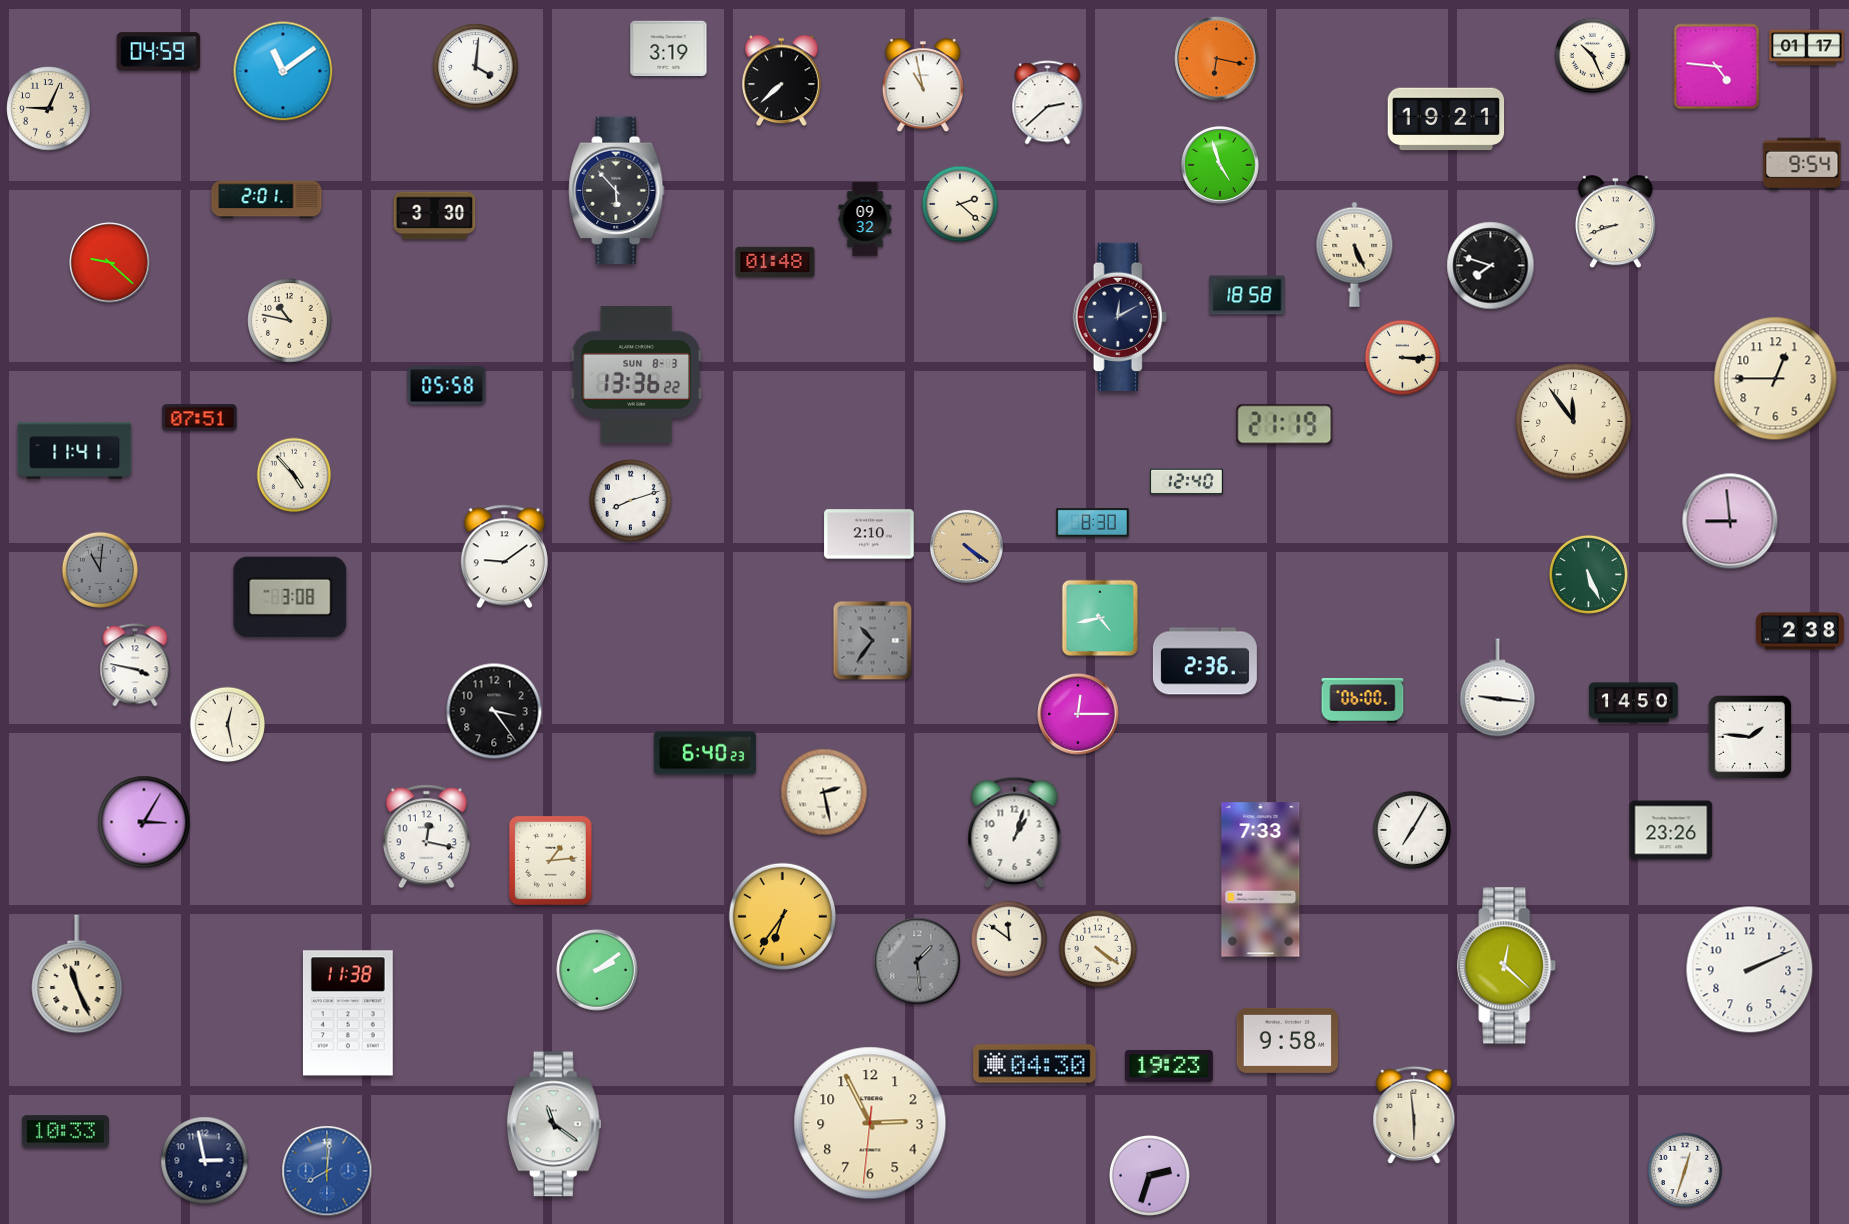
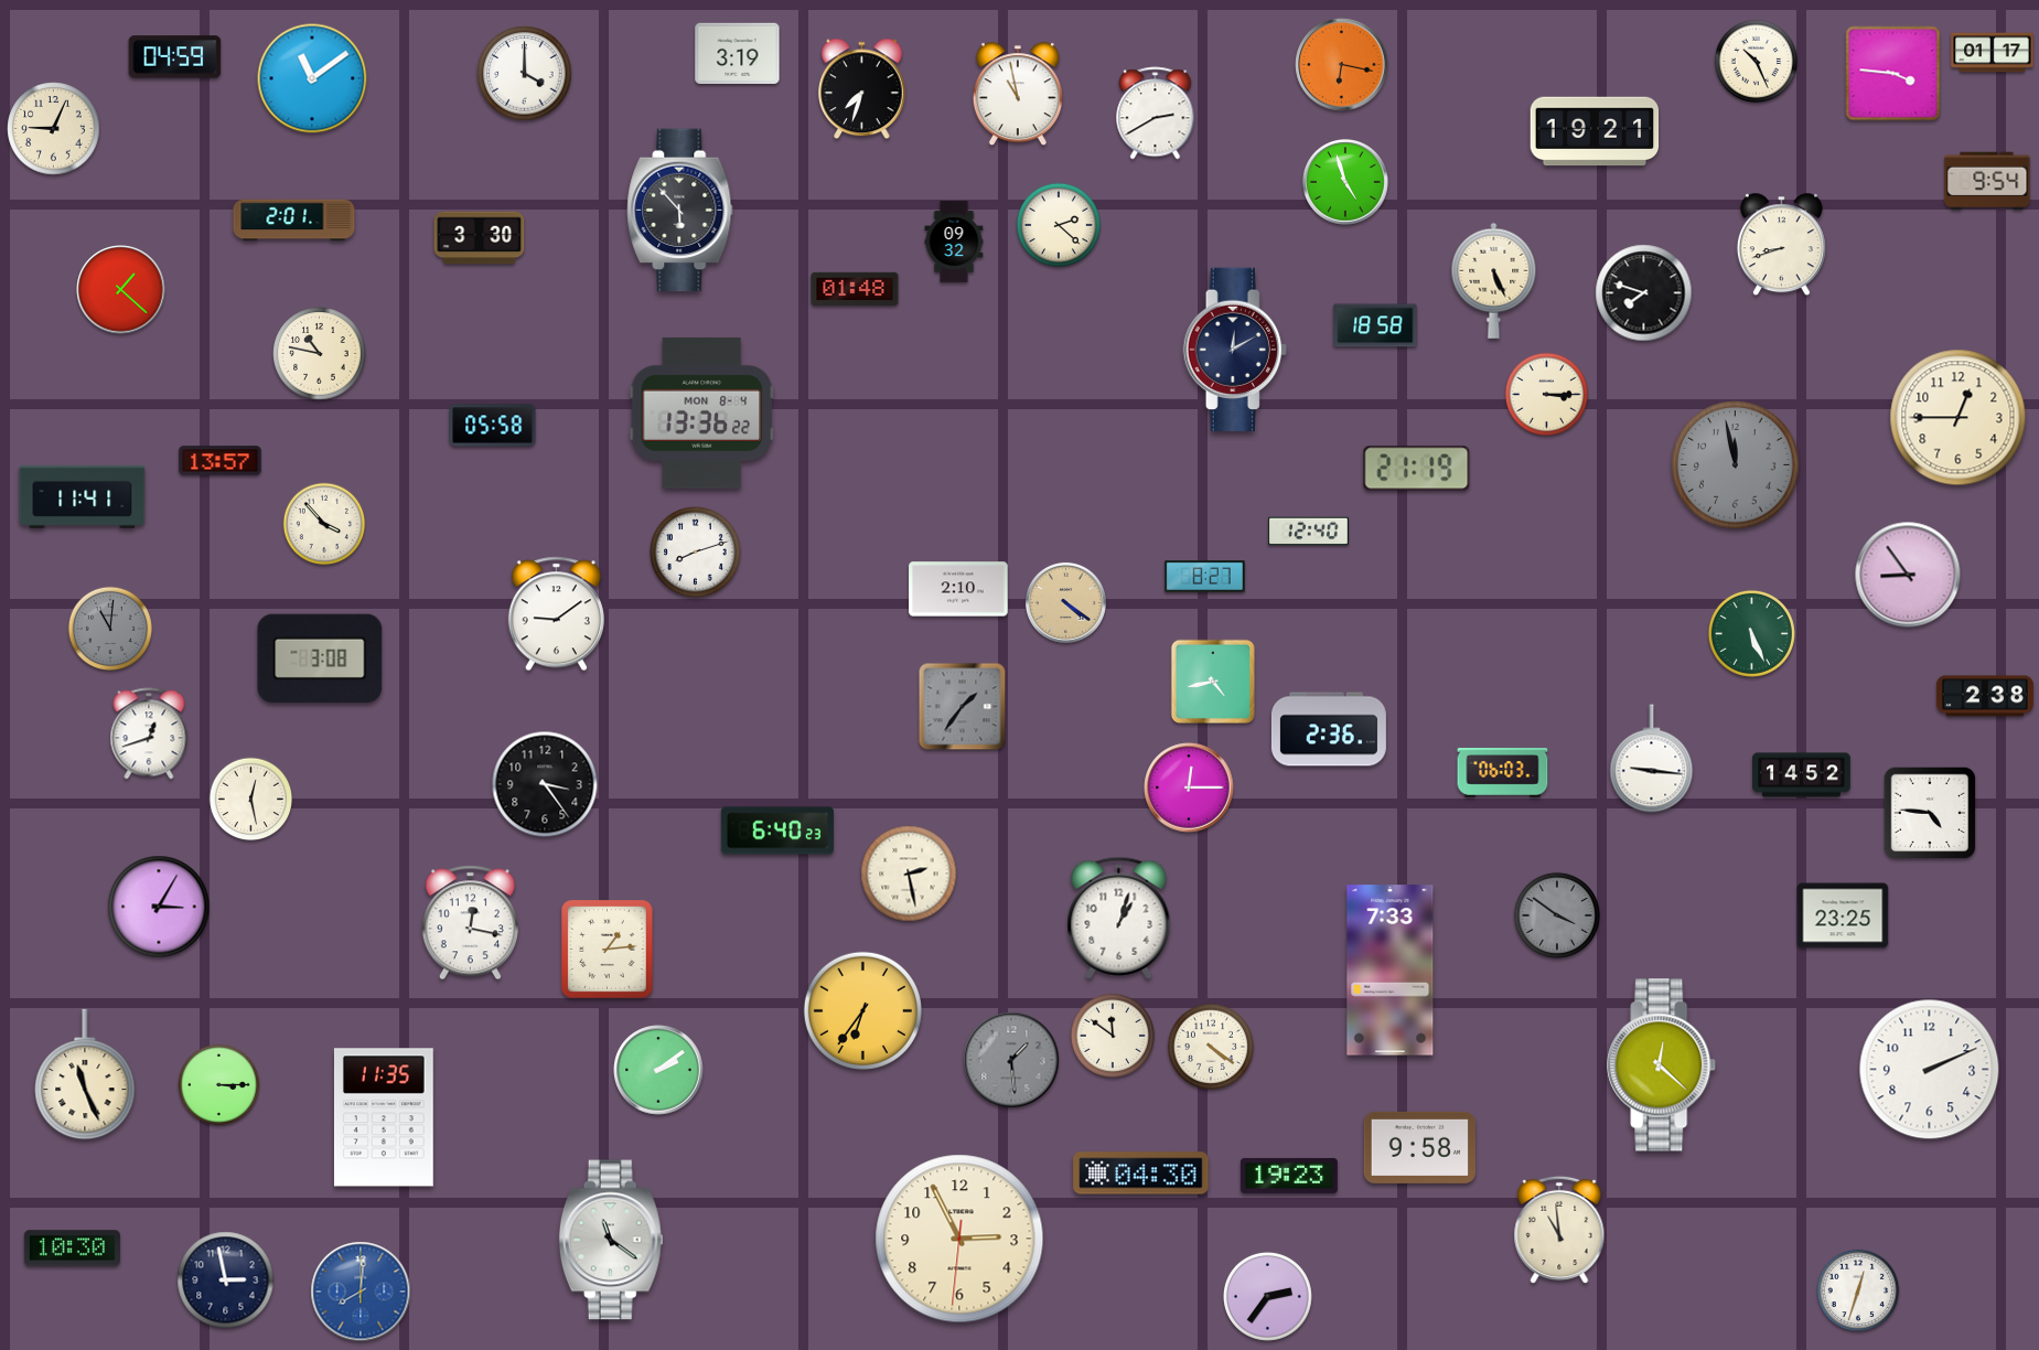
clock at (476, 67): 4:01 -> 4:00
clock at (1717, 67): 4:46 -> 3:46
clock at (782, 81): 7:38 -> 7:33
clock at (1048, 103): 2:38 -> 2:40
clock at (49, 109) position: (49, 109) -> (54, 129)
clock at (110, 263): 9:22 -> 1:22
clock at (636, 374) date: SUN 8-3 -> MON 8-4
clock at (200, 418): 07:51 -> 13:57
clock at (1574, 422): 11:54 -> 11:58
clock at (1574, 422) dial: cream -> grey
clock at (294, 475): 4:53 -> 3:53
clock at (1730, 521): 8:59 -> 8:54
clock at (1093, 523): 8:30 -> 8:27
clock at (873, 641): 10:36 -> 1:36
clock at (135, 665): 3:47 -> 12:42
clock at (1363, 701): 06:00 -> 06:03
clock at (1634, 703): 14:50 -> 14:52
clock at (1750, 737): 1:46 -> 4:46
clock at (1412, 830): 7:05 -> 3:51
clock at (1412, 830) dial: white -> grey
clock at (1671, 830): 23:26 -> 23:25
clock at (219, 1085): none -> 3:15
clock at (348, 1013): 11:38 -> 11:35
clock at (1414, 1115): 5:59 -> 10:59
clock at (65, 1132): 10:33 -> 10:30
clock at (1149, 1175): 2:33 -> 2:36
